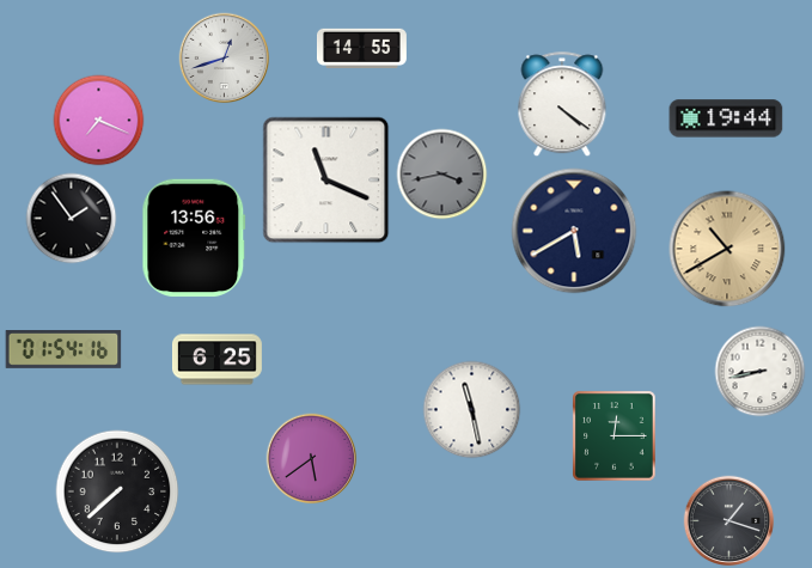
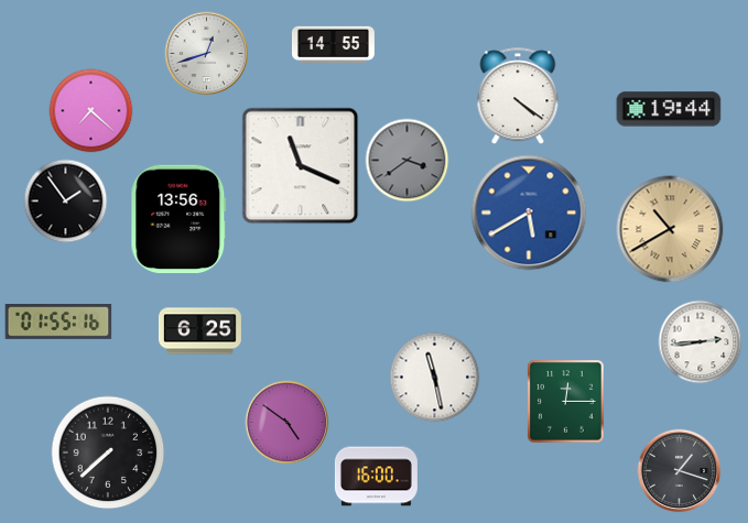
clock at (99, 121): 7:19 -> 7:22
clock at (442, 175): 3:43 -> 3:39
clock at (574, 231) dial: navy -> blue
clock at (63, 350): 01:54 -> 01:55
clock at (761, 372): 8:43 -> 2:44
clock at (312, 459): 5:39 -> 4:51
clock at (376, 477): none -> 16:00
clock at (729, 521) position: (729, 521) -> (680, 471)
